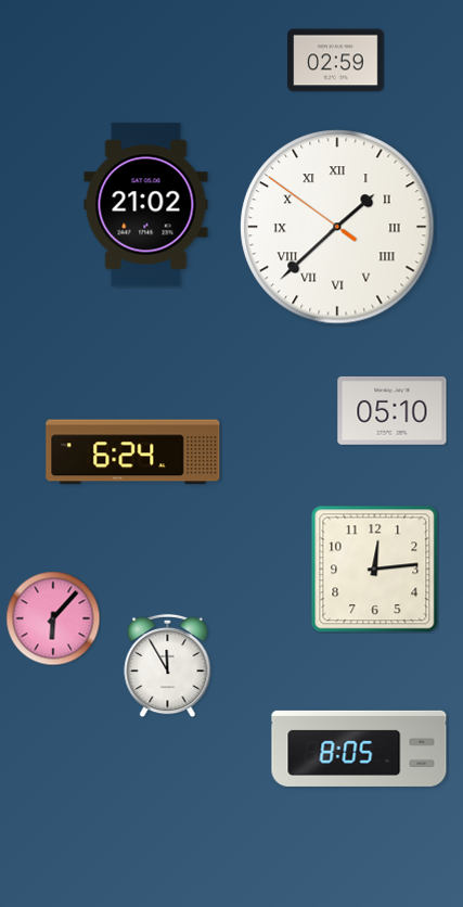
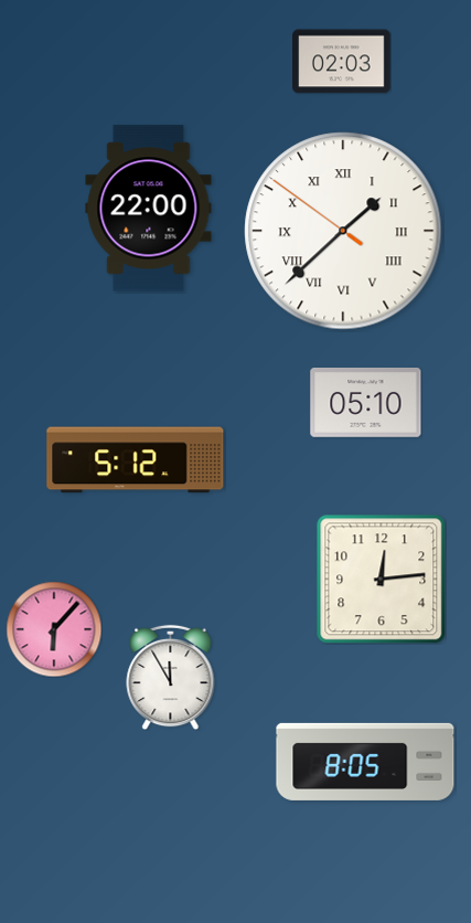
clock at (336, 61): 02:59 -> 02:03
clock at (146, 205): 21:02 -> 22:00
clock at (393, 410) position: (393, 410) -> (366, 402)
clock at (133, 452): 6:24 -> 5:12
